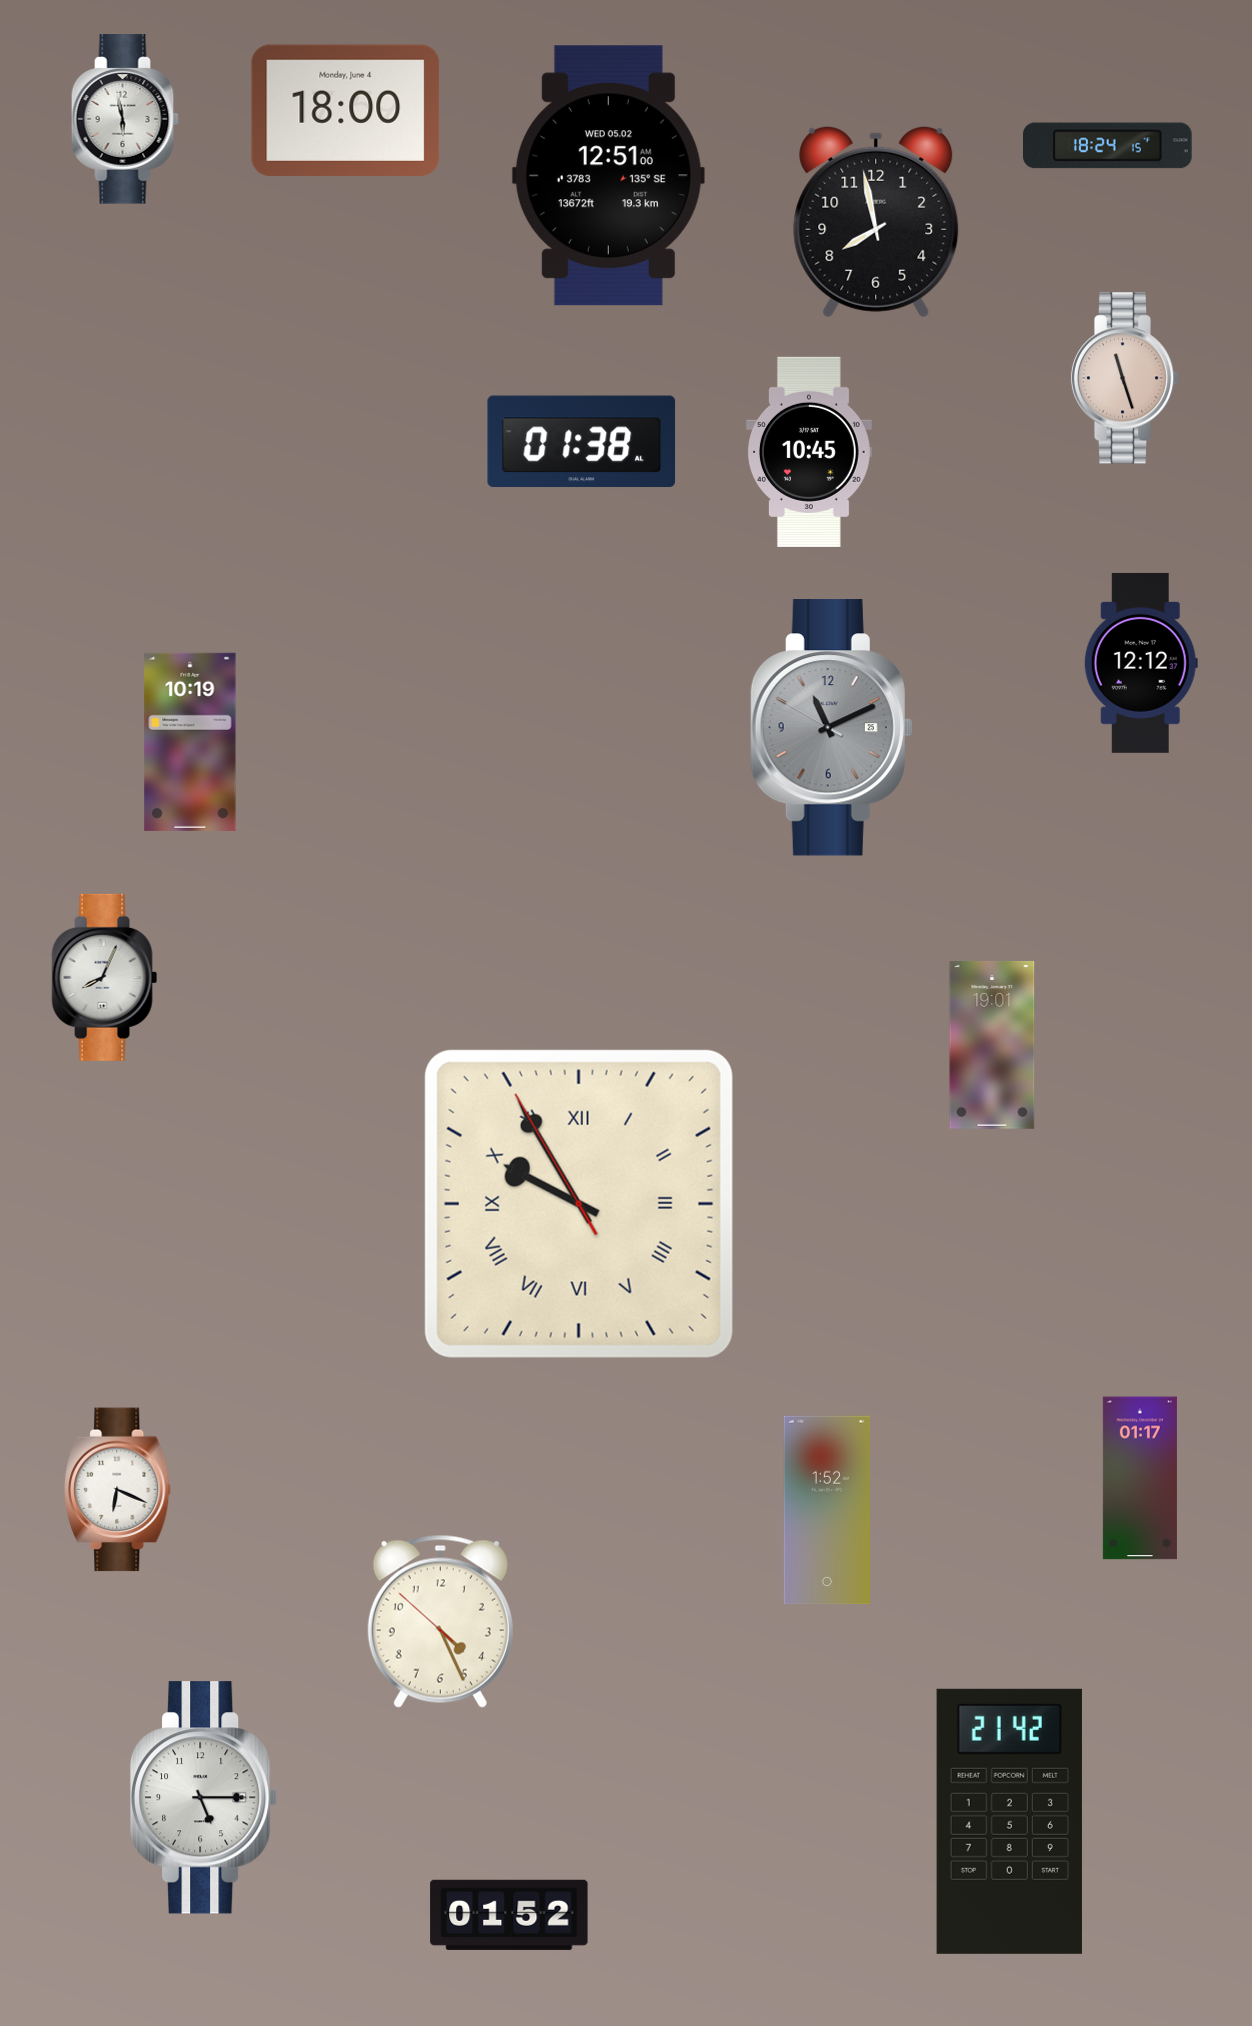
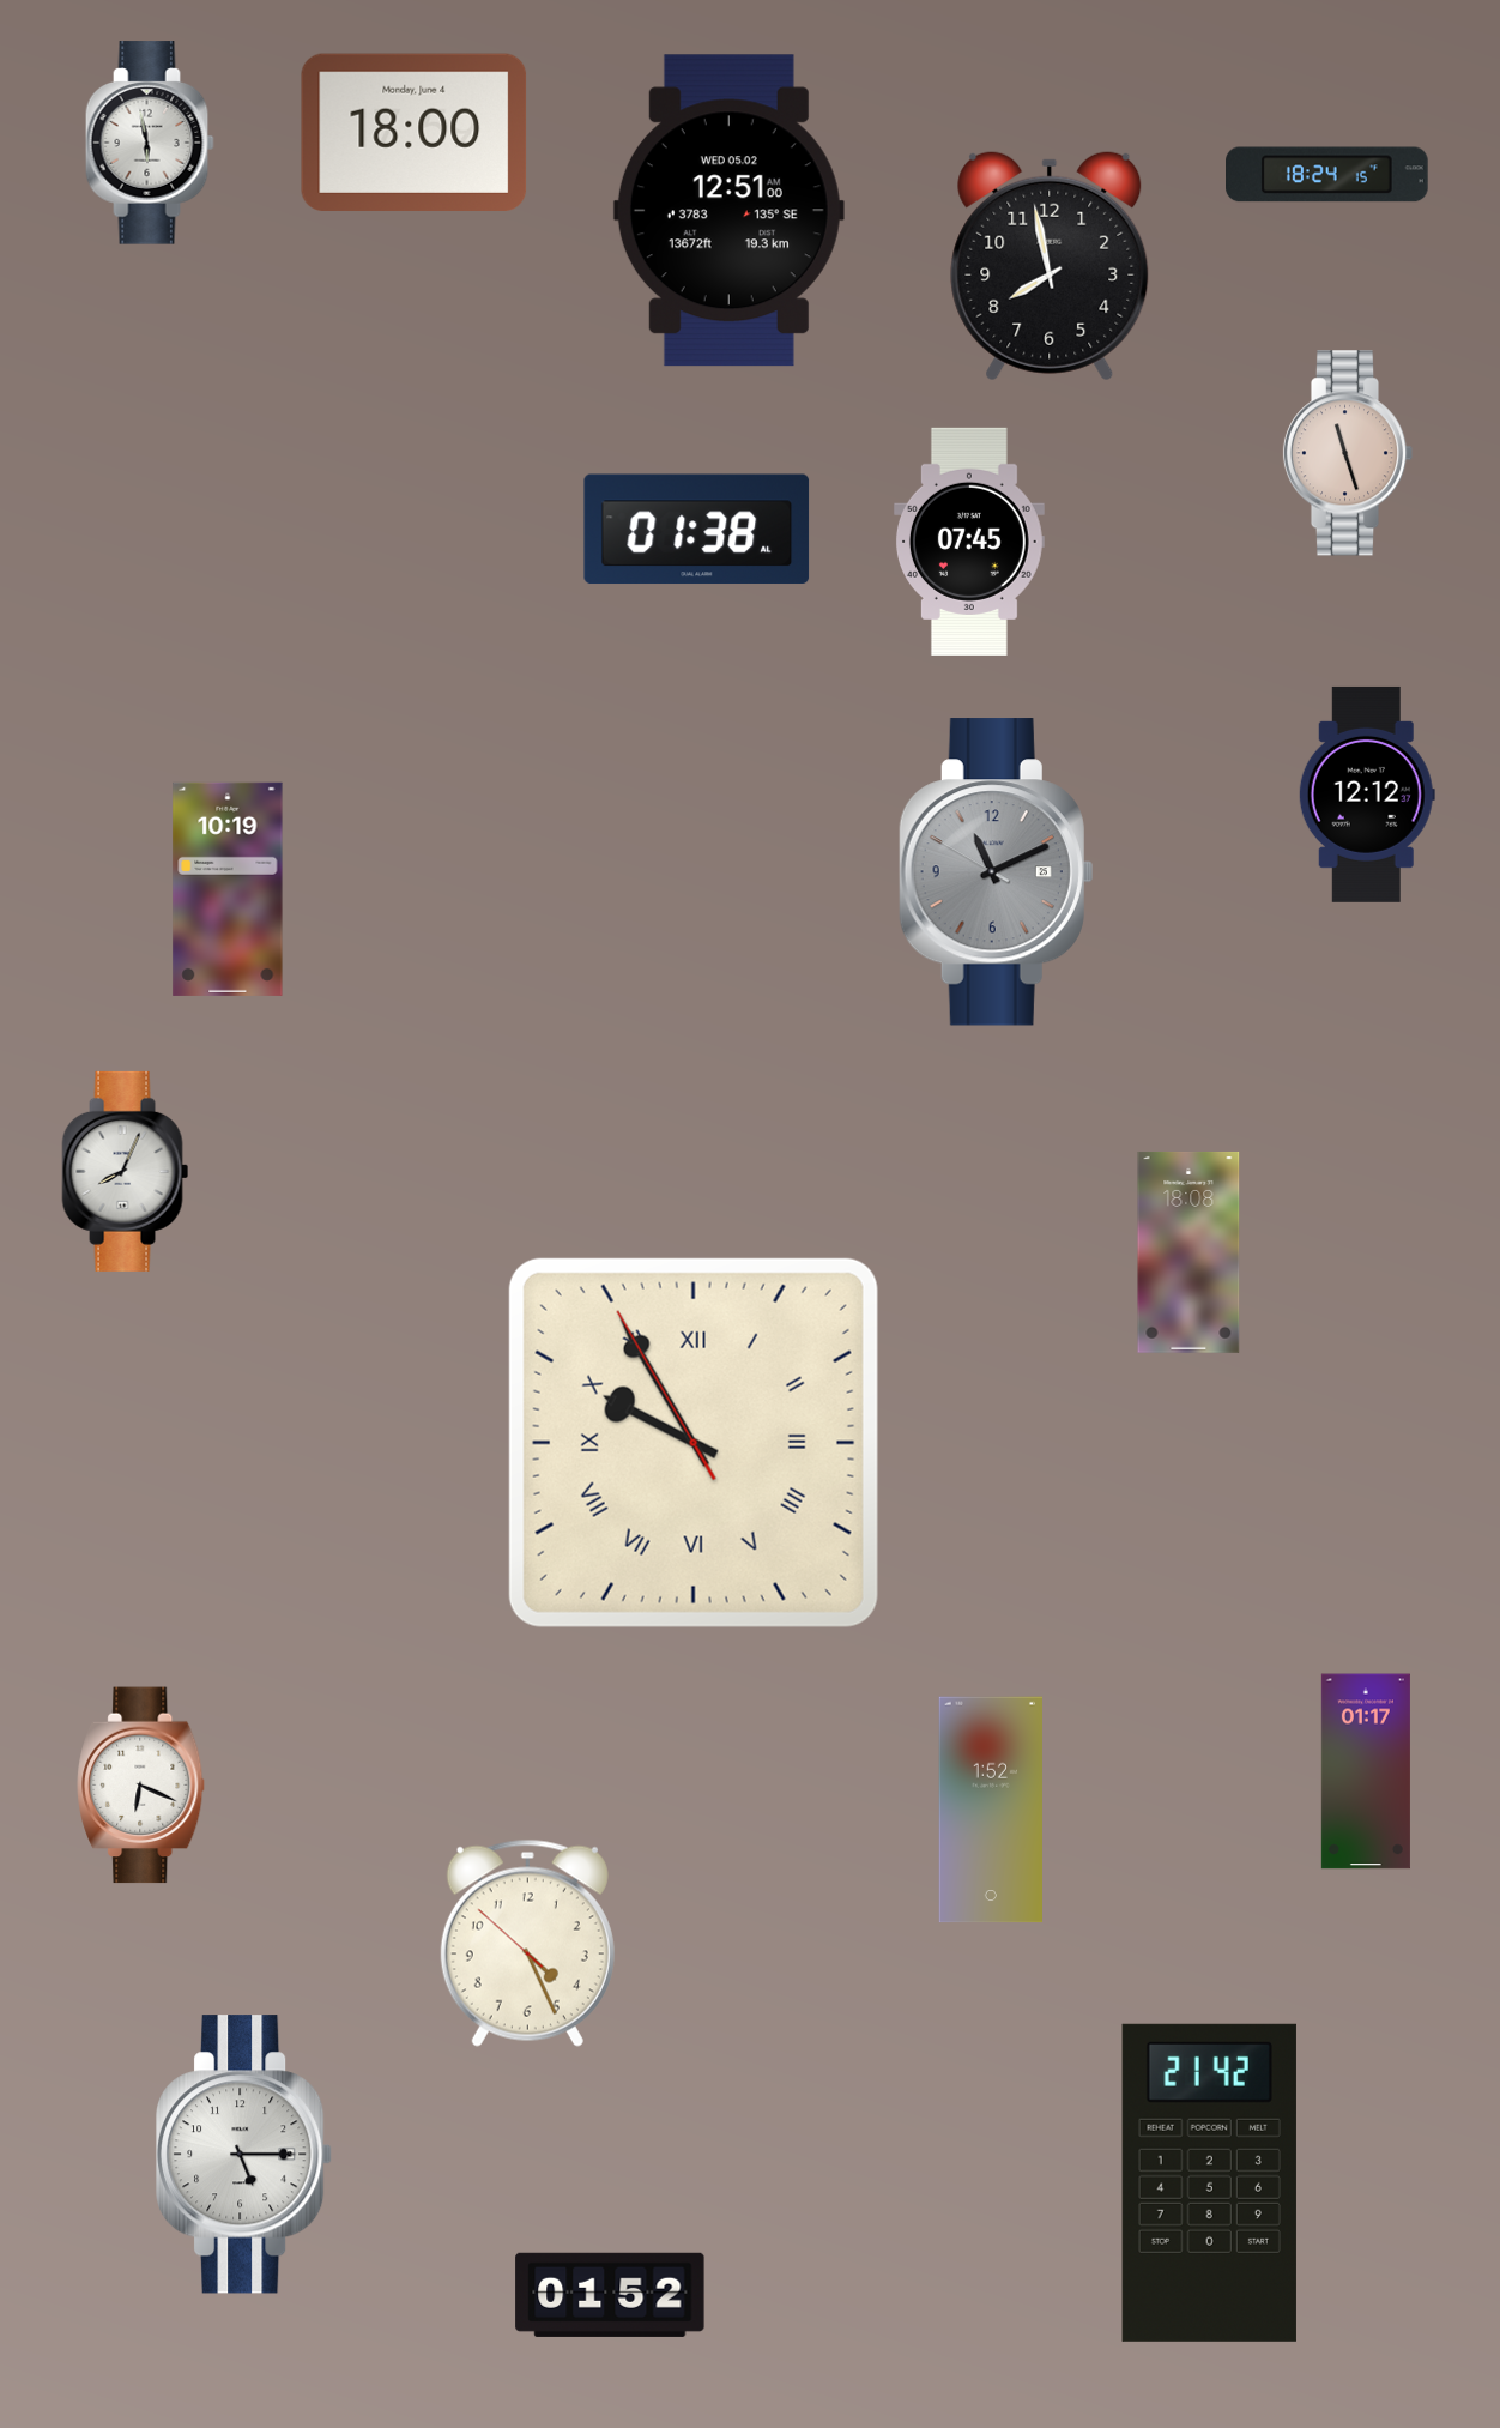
clock at (809, 452): 10:45 -> 07:45
clock at (992, 1045): 19:01 -> 18:08
